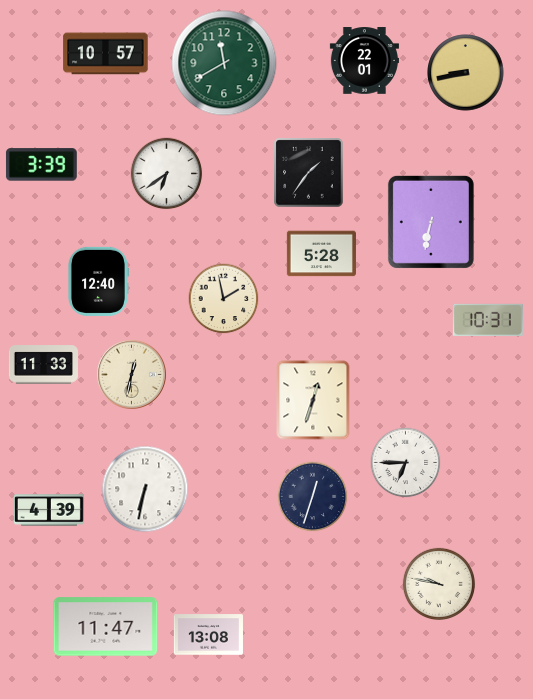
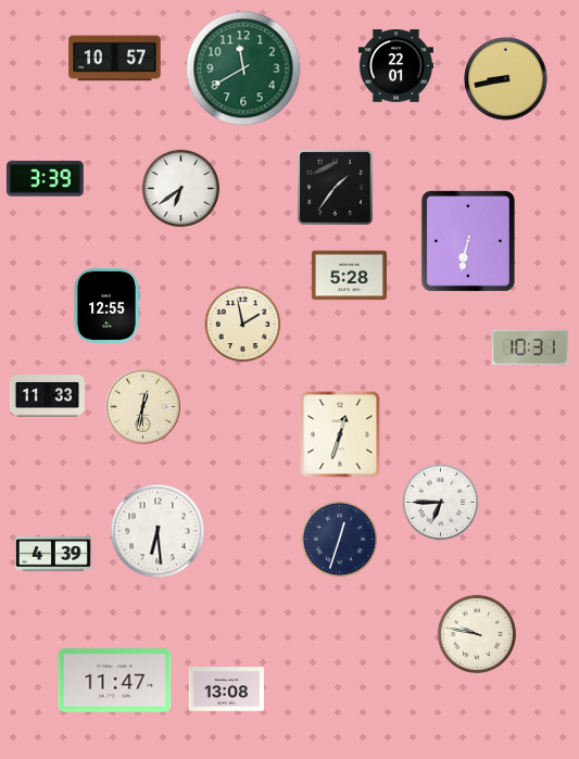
clock at (98, 281): 12:40 -> 12:55
clock at (145, 489): 6:32 -> 6:29
